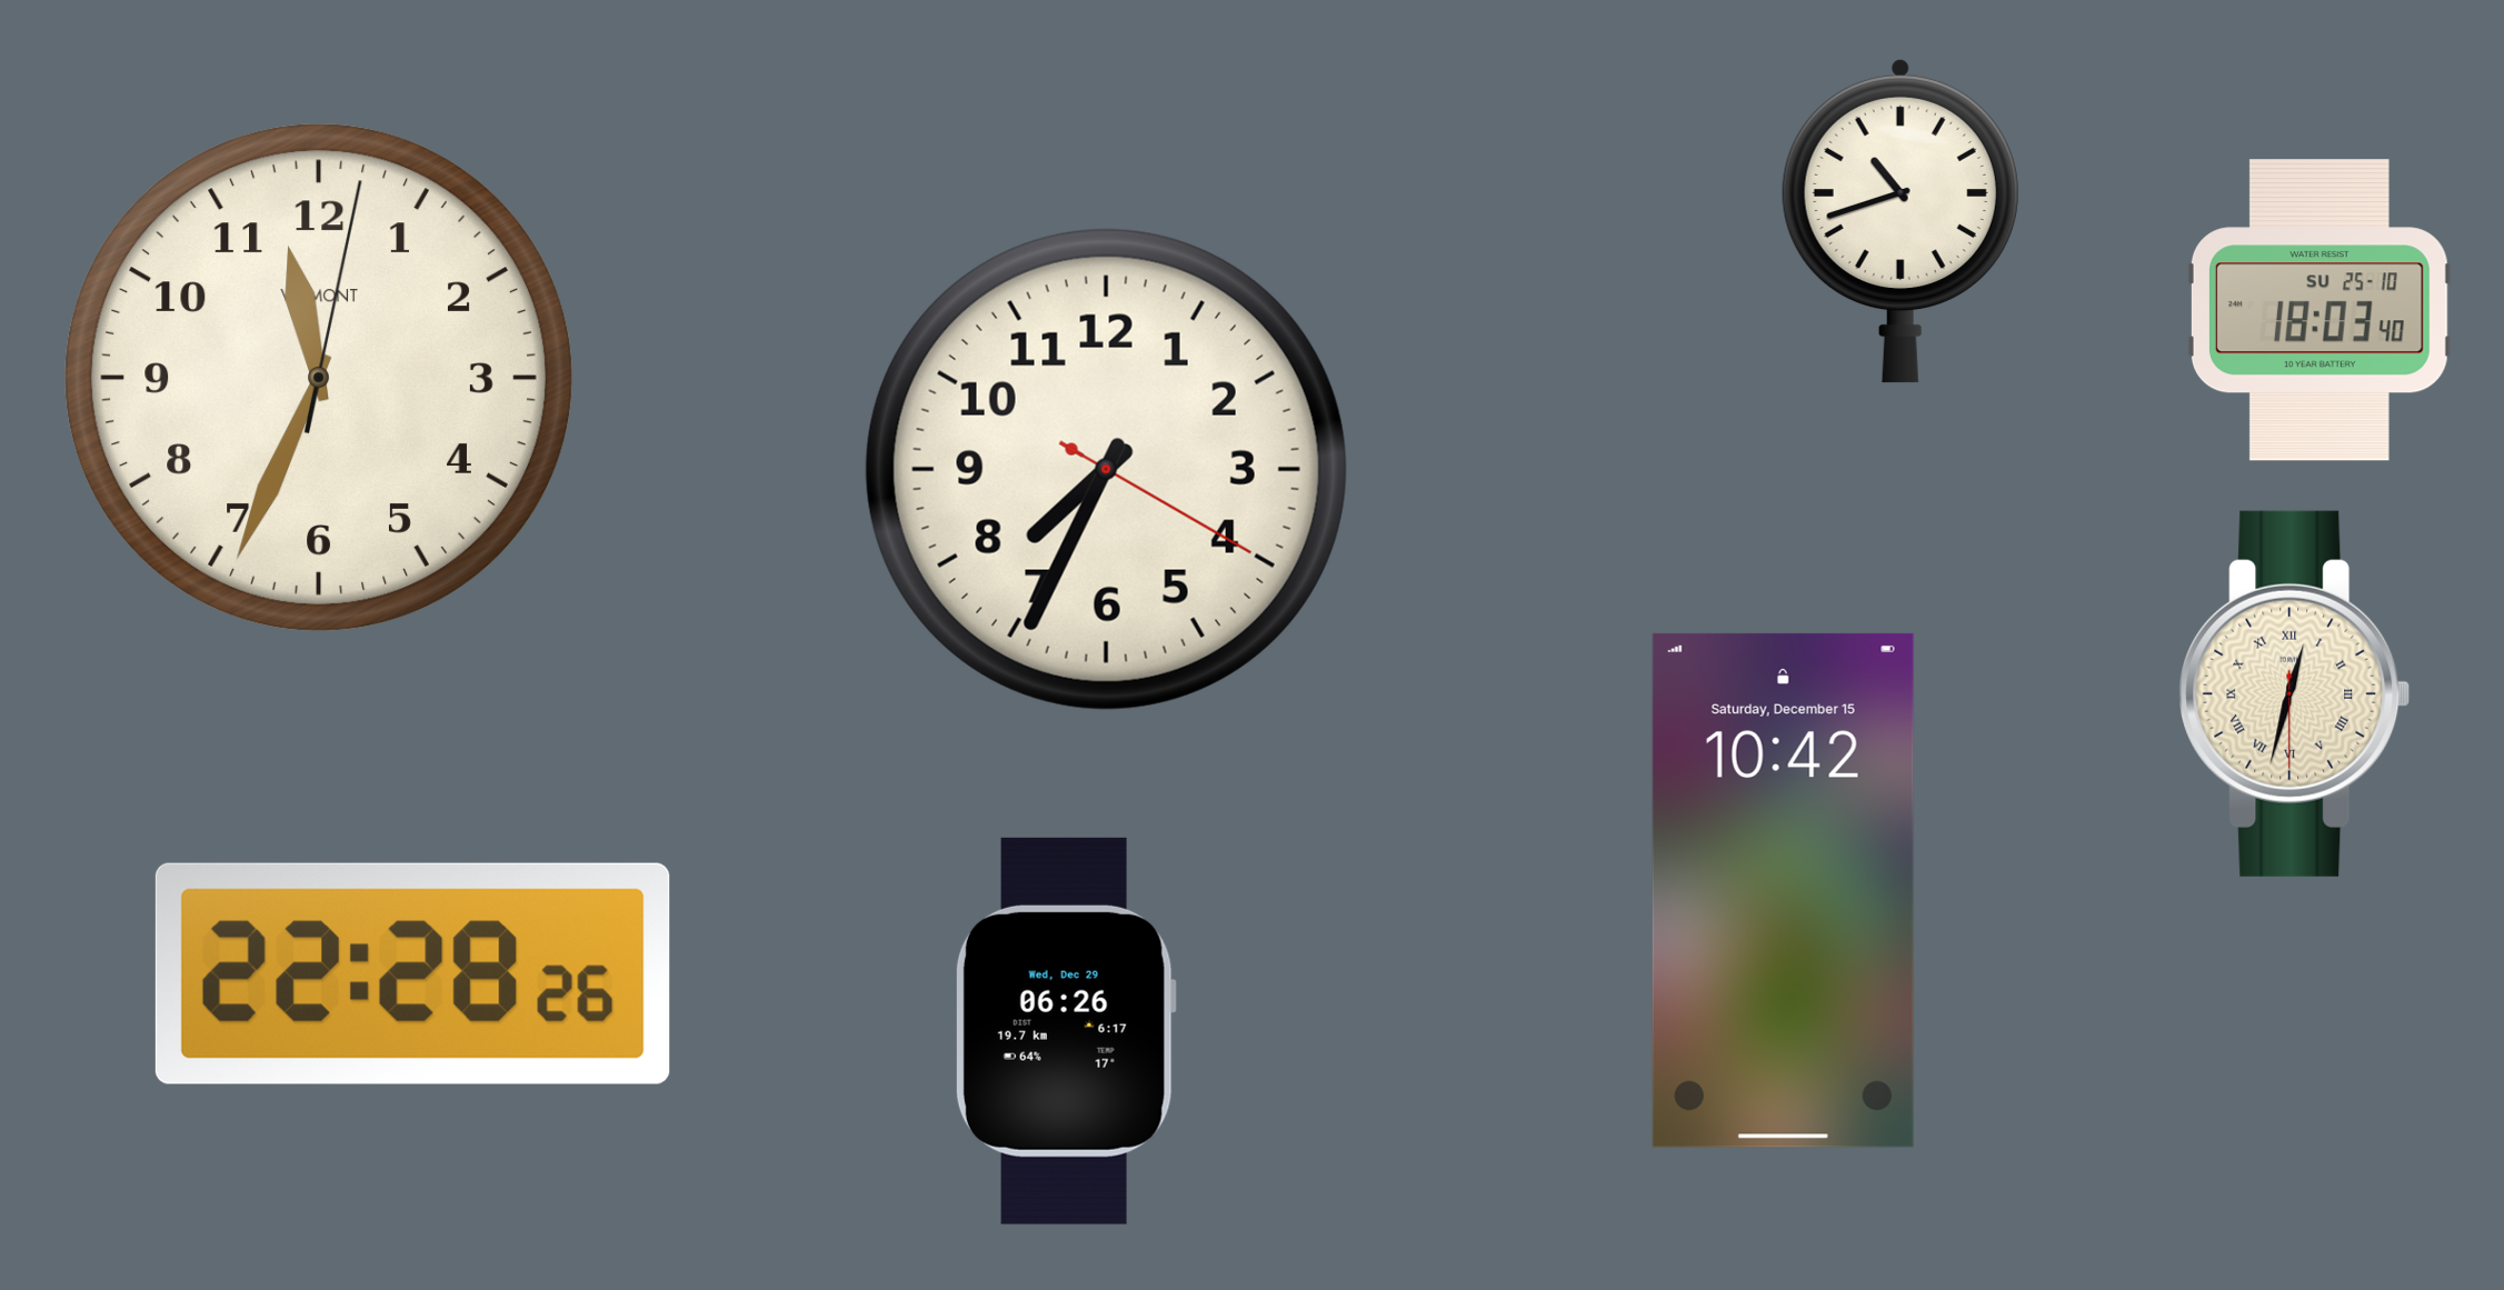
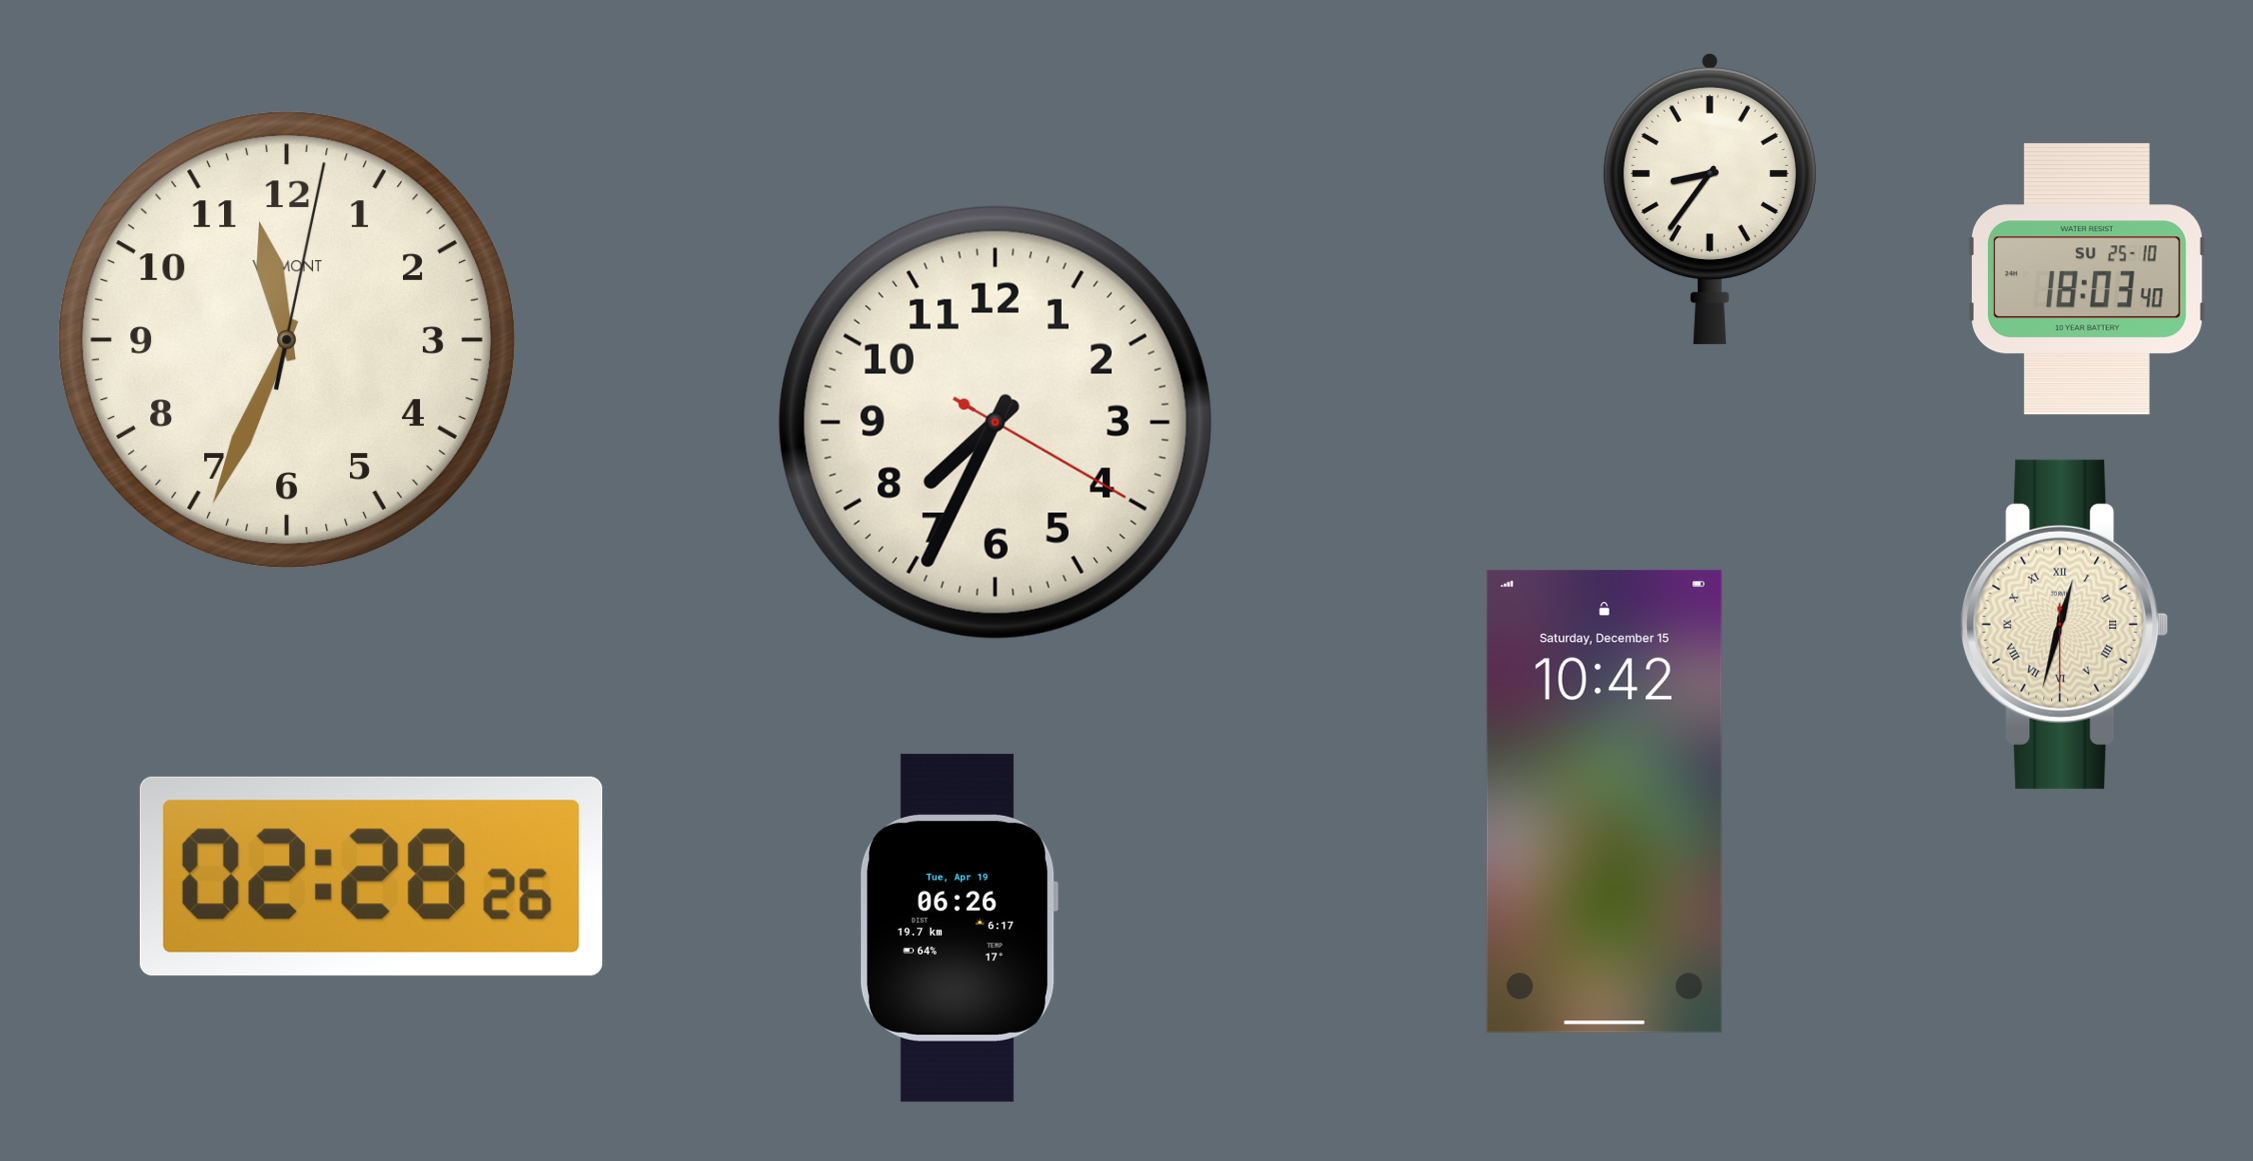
clock at (1901, 221): 10:42 -> 8:36
clock at (412, 973): 22:28 -> 02:28
clock at (1066, 1031) date: Wed, Dec 29 -> Tue, Apr 19
